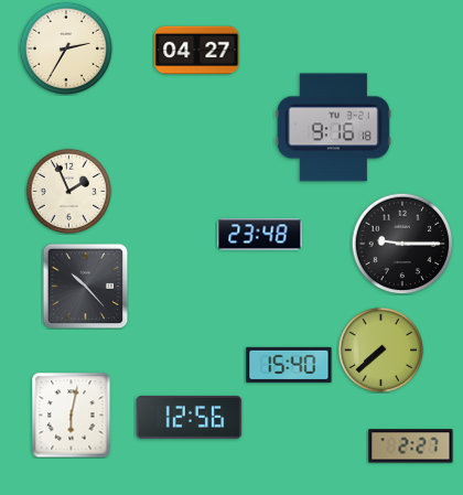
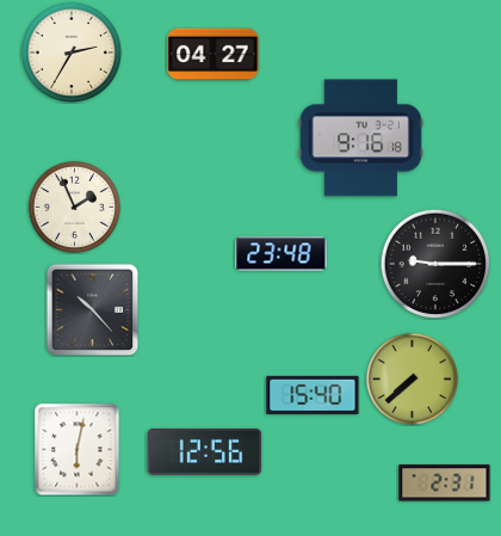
clock at (411, 446): 2:27 -> 2:31
